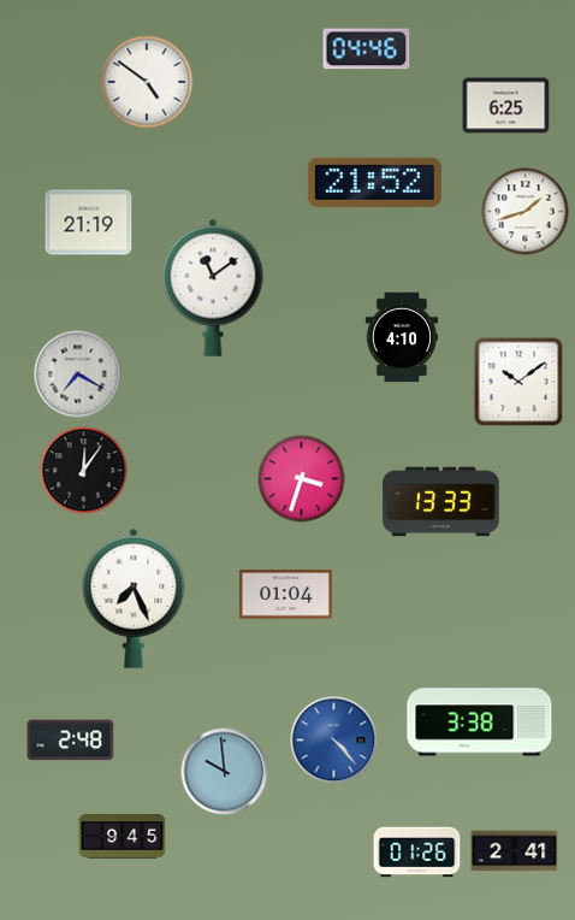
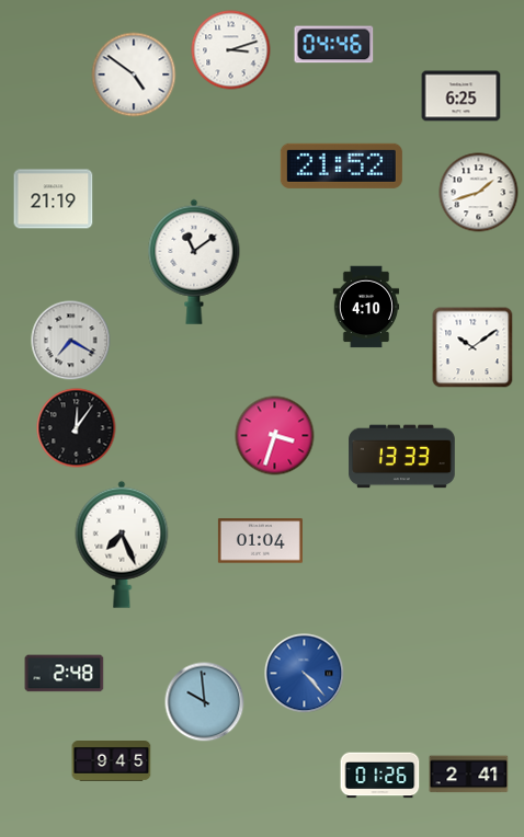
clock at (231, 50): none -> 3:12
clock at (89, 223) position: (89, 223) -> (54, 199)
clock at (480, 723): 3:38 -> none
